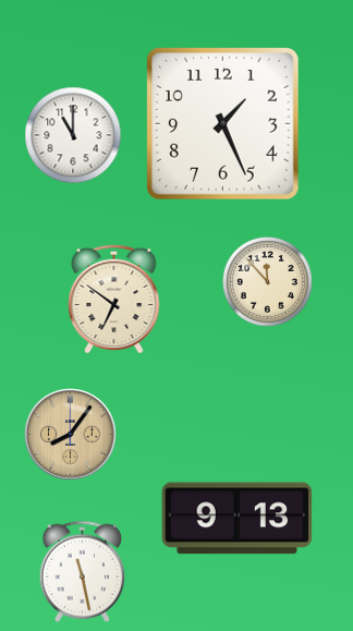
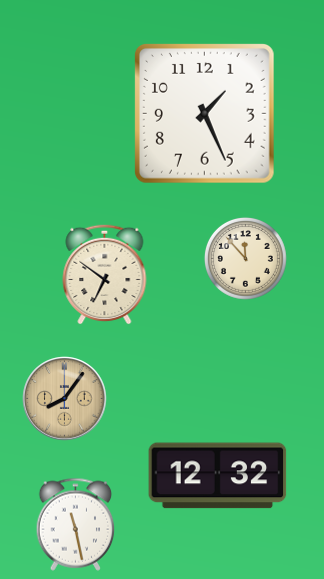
clock at (73, 135): 11:00 -> none
clock at (238, 519): 9:13 -> 12:32
